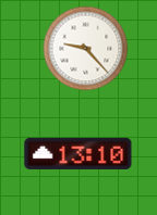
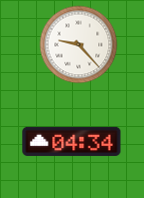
clock at (78, 153): 13:10 -> 04:34
